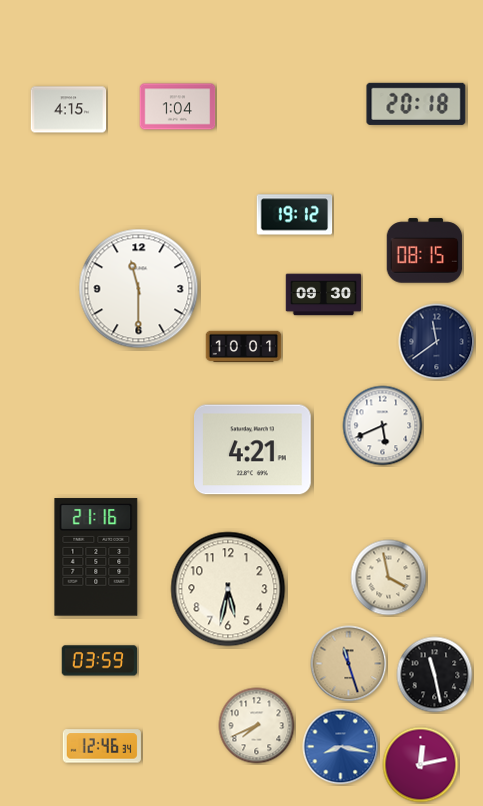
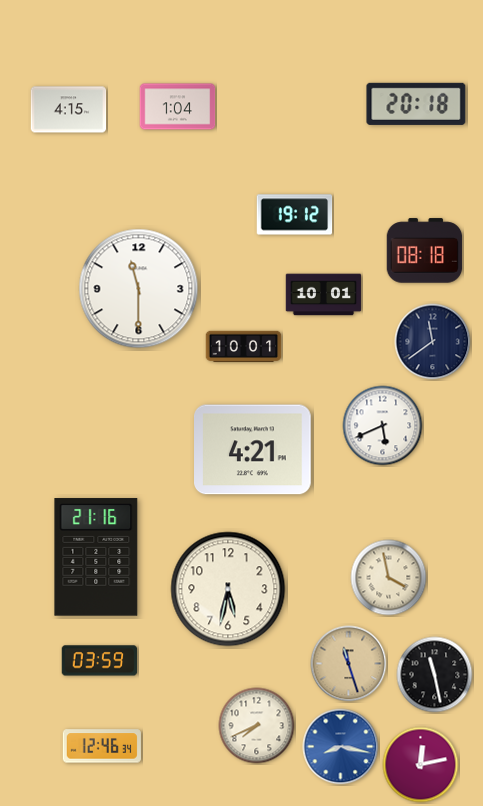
clock at (425, 251): 08:15 -> 08:18
clock at (324, 295): 09:30 -> 10:01
clock at (437, 342) position: (437, 342) -> (433, 342)
